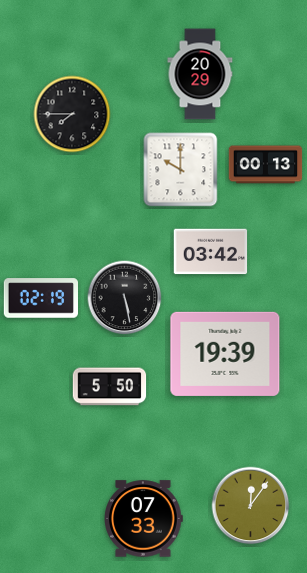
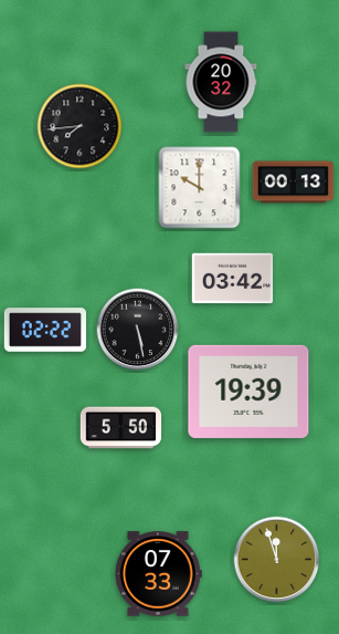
clock at (200, 74): 20:29 -> 20:32
clock at (72, 114): 7:45 -> 7:44
clock at (40, 298): 02:19 -> 02:22
clock at (251, 506): 12:06 -> 11:57
